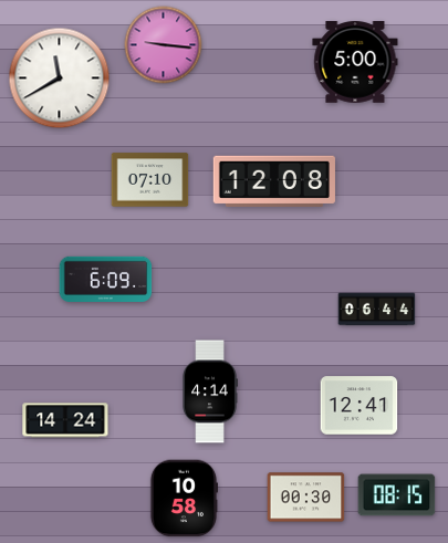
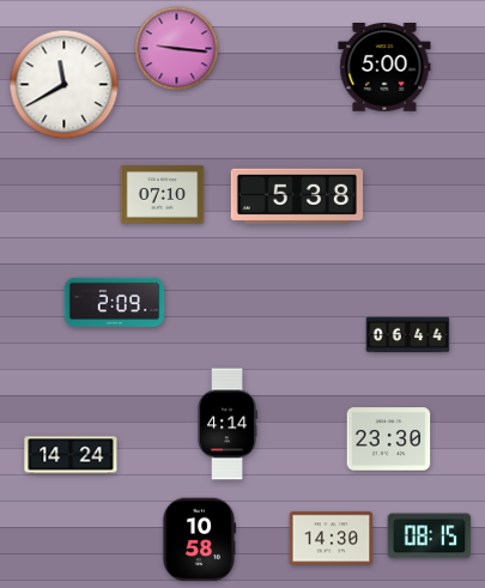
clock at (274, 181): 12:08 -> 5:38
clock at (106, 279): 6:09 -> 2:09
clock at (360, 406): 12:41 -> 23:30
clock at (306, 498): 00:30 -> 14:30
